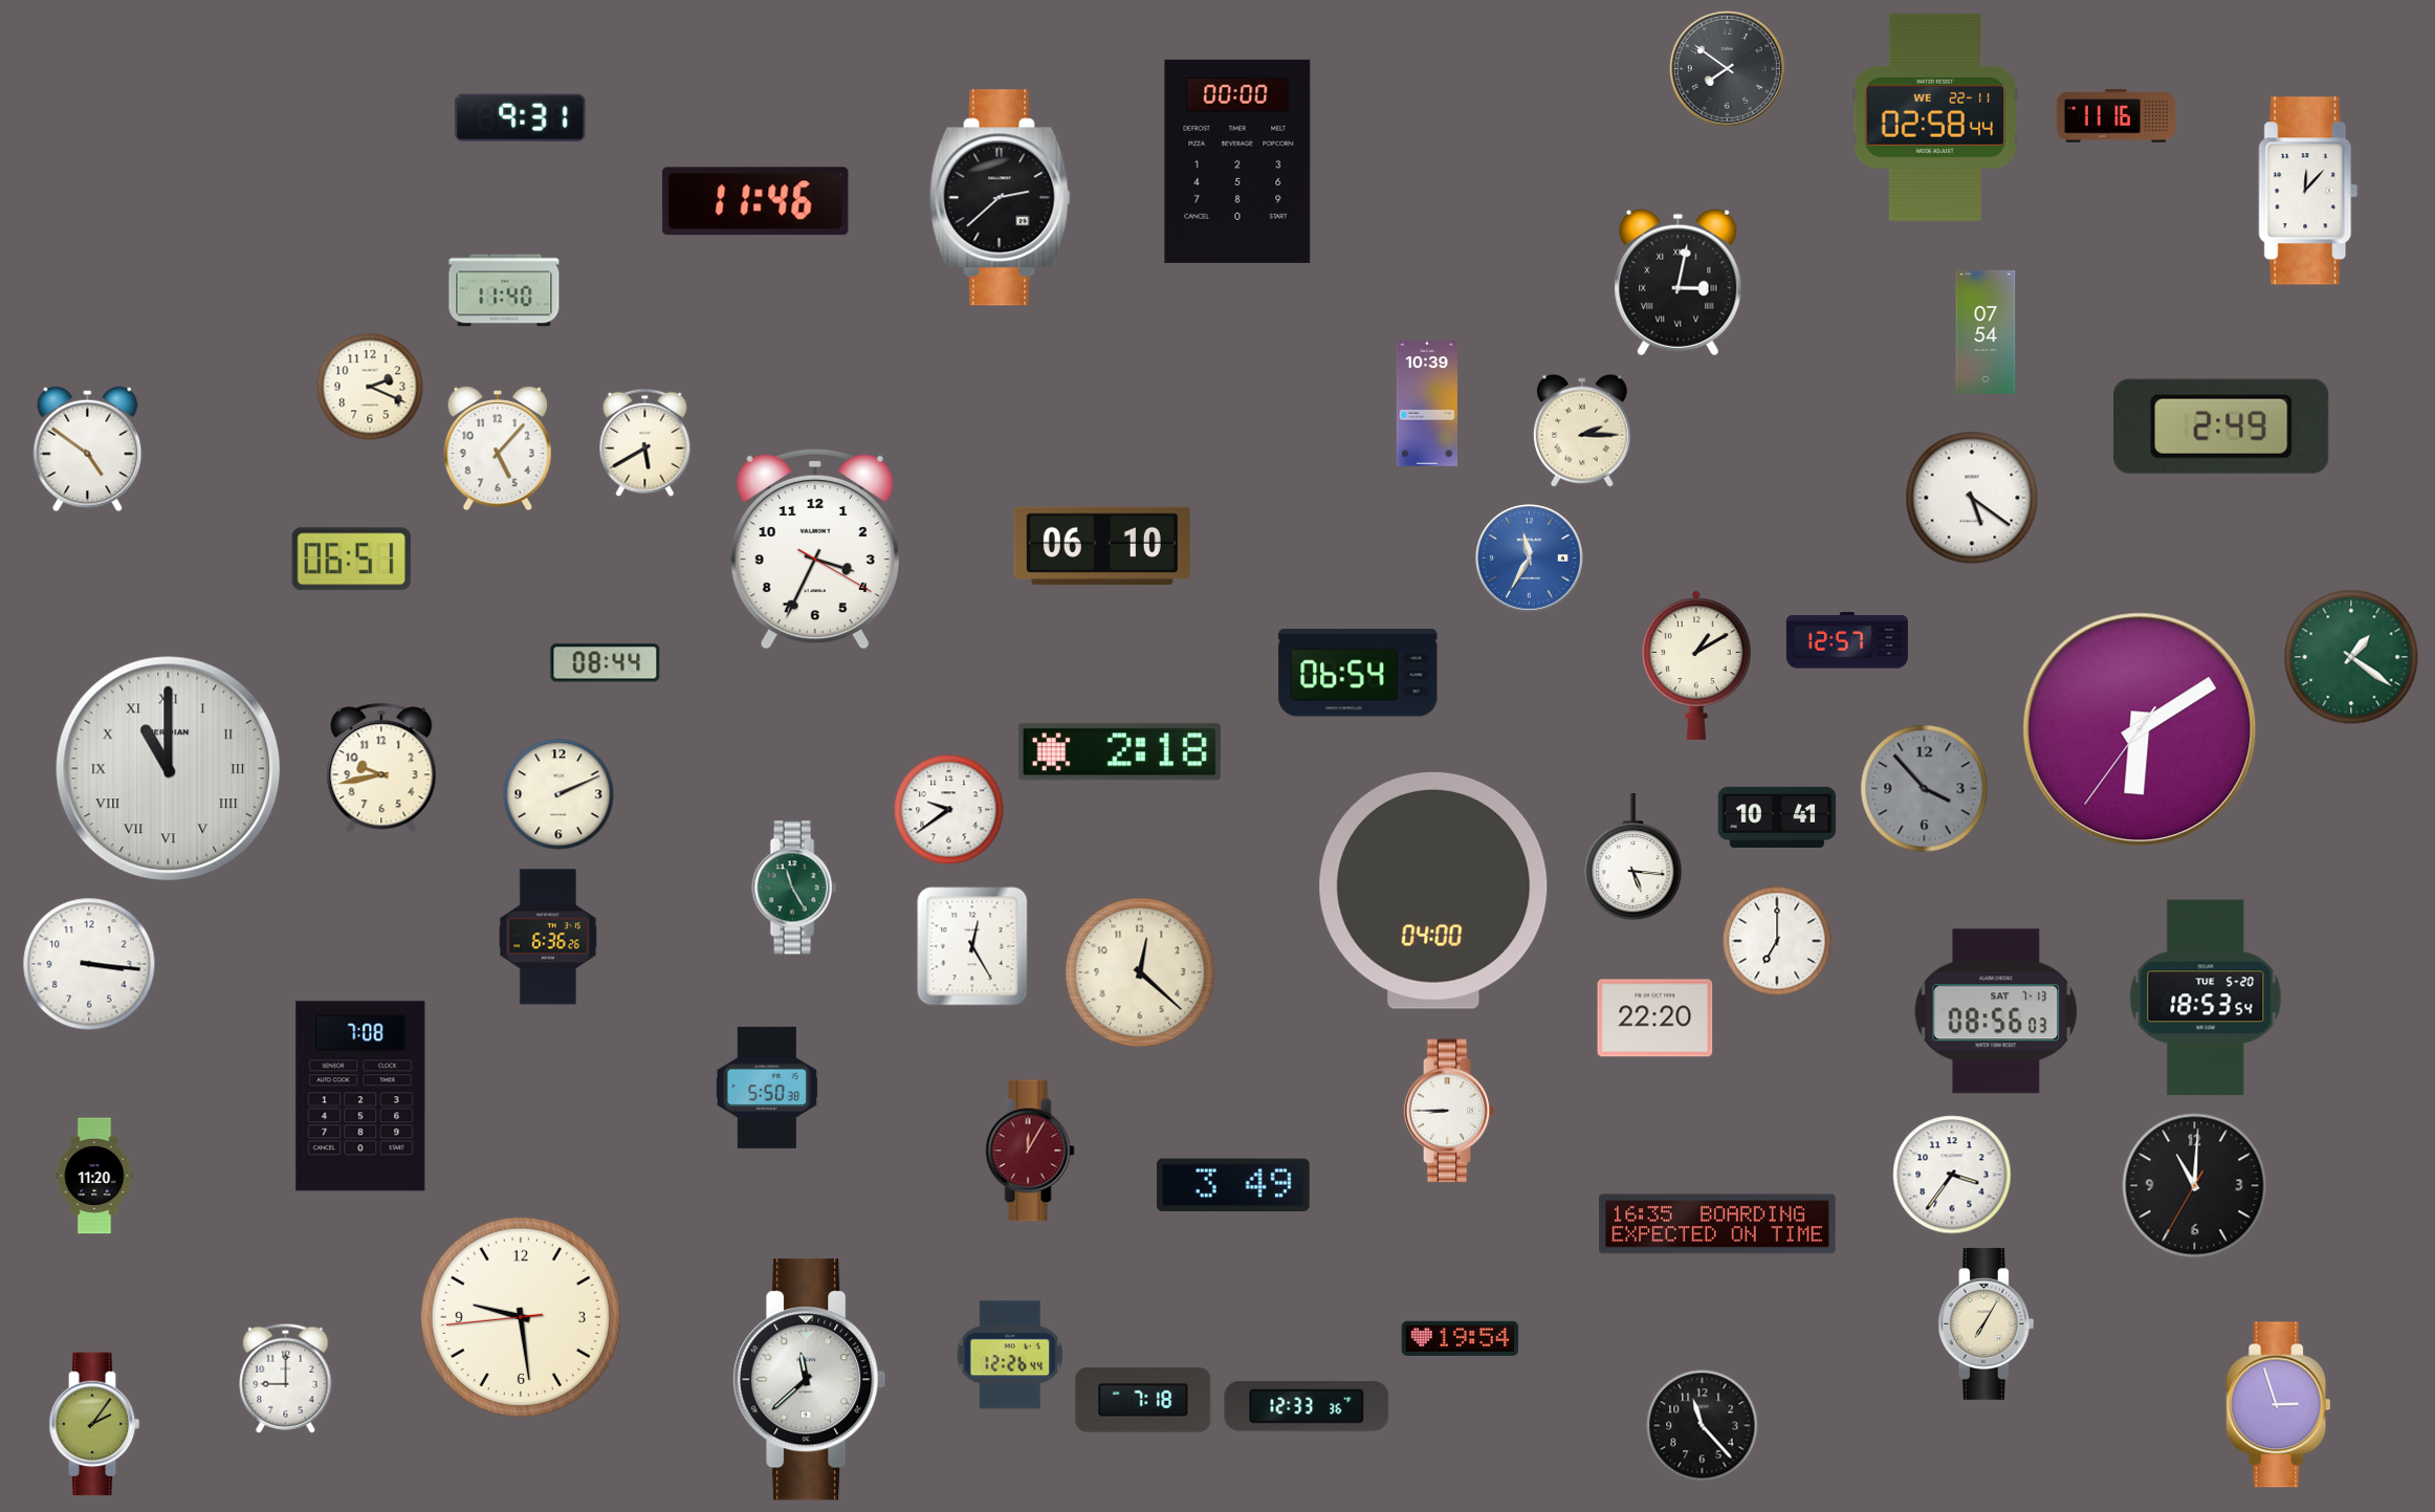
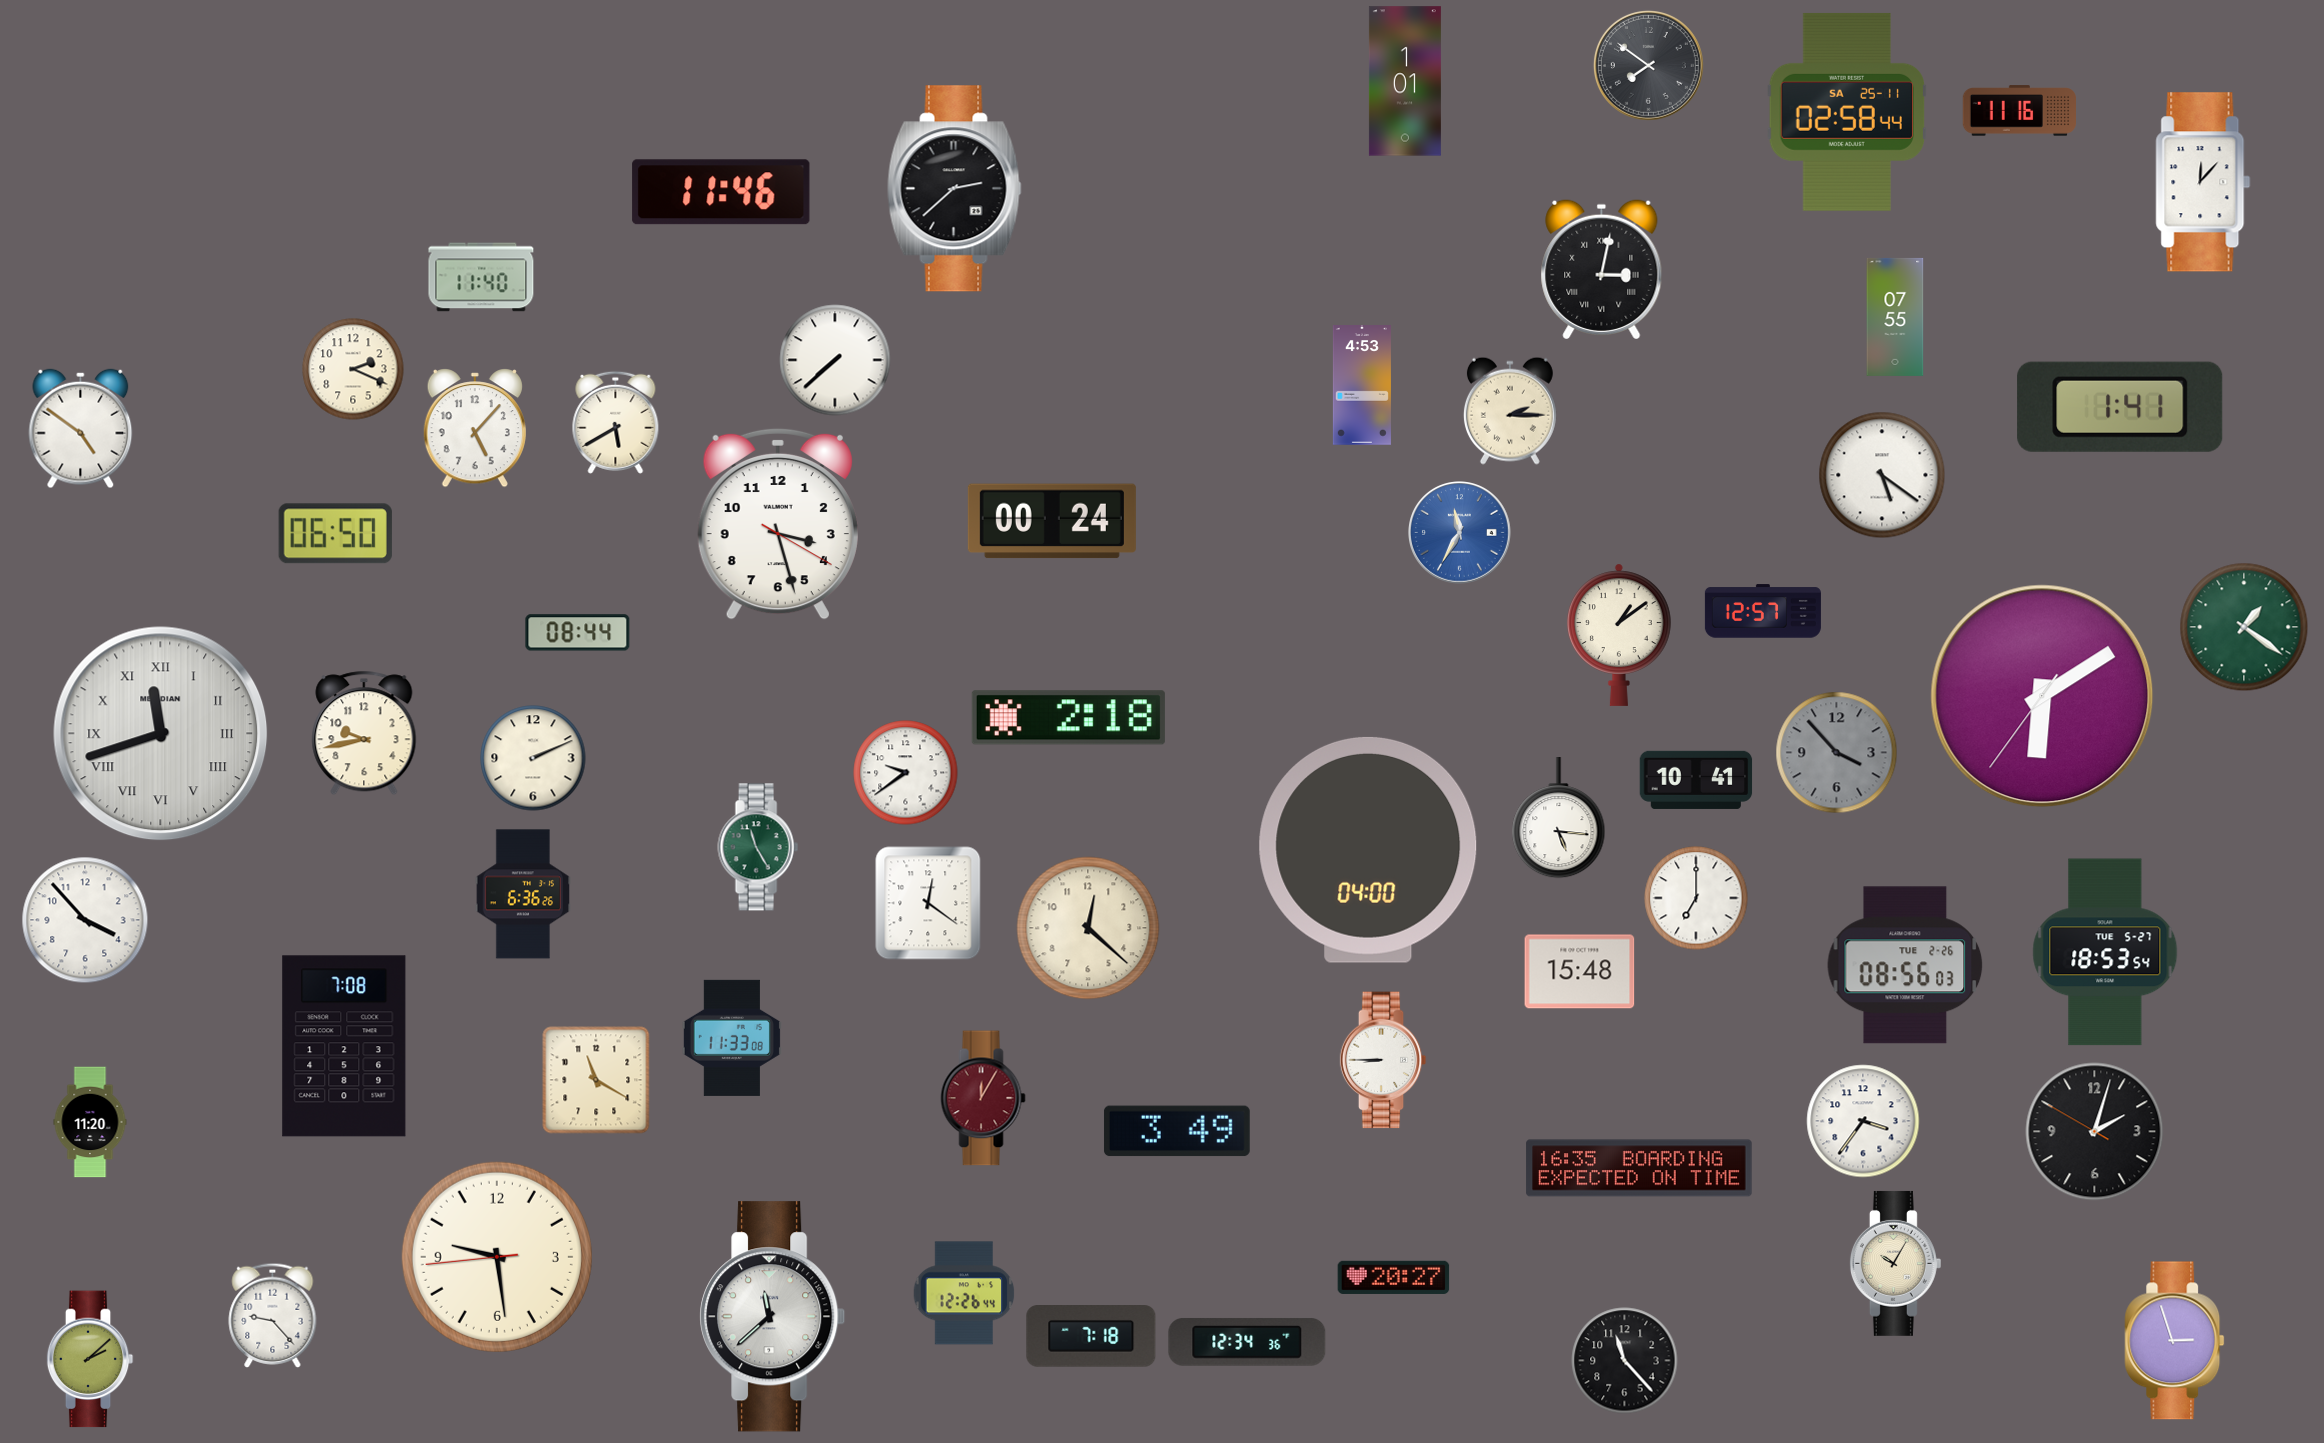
clock at (1405, 81): none -> 1:01
clock at (521, 117): 9:31 -> none
clock at (1934, 117) date: WE 22-11 -> SA 25-11
clock at (1237, 161): 00:00 -> none
clock at (1986, 332): 07:54 -> 07:55
clock at (835, 360): none -> 7:38
clock at (1427, 403): 10:39 -> 4:53
clock at (2221, 426): 2:49 -> 1:41
clock at (88, 450) position: (88, 450) -> (81, 429)
clock at (1102, 546): 06:10 -> 00:24
clock at (815, 549): 3:34 -> 3:27
clock at (351, 560): 06:51 -> 06:50
clock at (1696, 665): 1:10 -> 1:09
clock at (1358, 673): 06:54 -> none
clock at (169, 769): 11:00 -> 11:42
clock at (972, 946): 12:25 -> 12:21
clock at (89, 964): 3:16 -> 3:53
clock at (2206, 998) date: TUE 5-20 -> TUE 5-27
clock at (1996, 1011) date: SAT 7-13 -> TUE 2-26
clock at (1655, 1018): 22:20 -> 15:48
clock at (767, 1088): 5:50 -> 11:33
clock at (596, 1080): none -> 11:20
clock at (2195, 1186): 11:00 -> 2:02
clock at (1986, 1323): 7:05 -> 10:05
clock at (1461, 1338): 19:54 -> 20:27
clock at (286, 1378): 9:00 -> 9:23
clock at (1307, 1406): 12:33 -> 12:34
clock at (94, 1424): 2:06 -> 2:08
